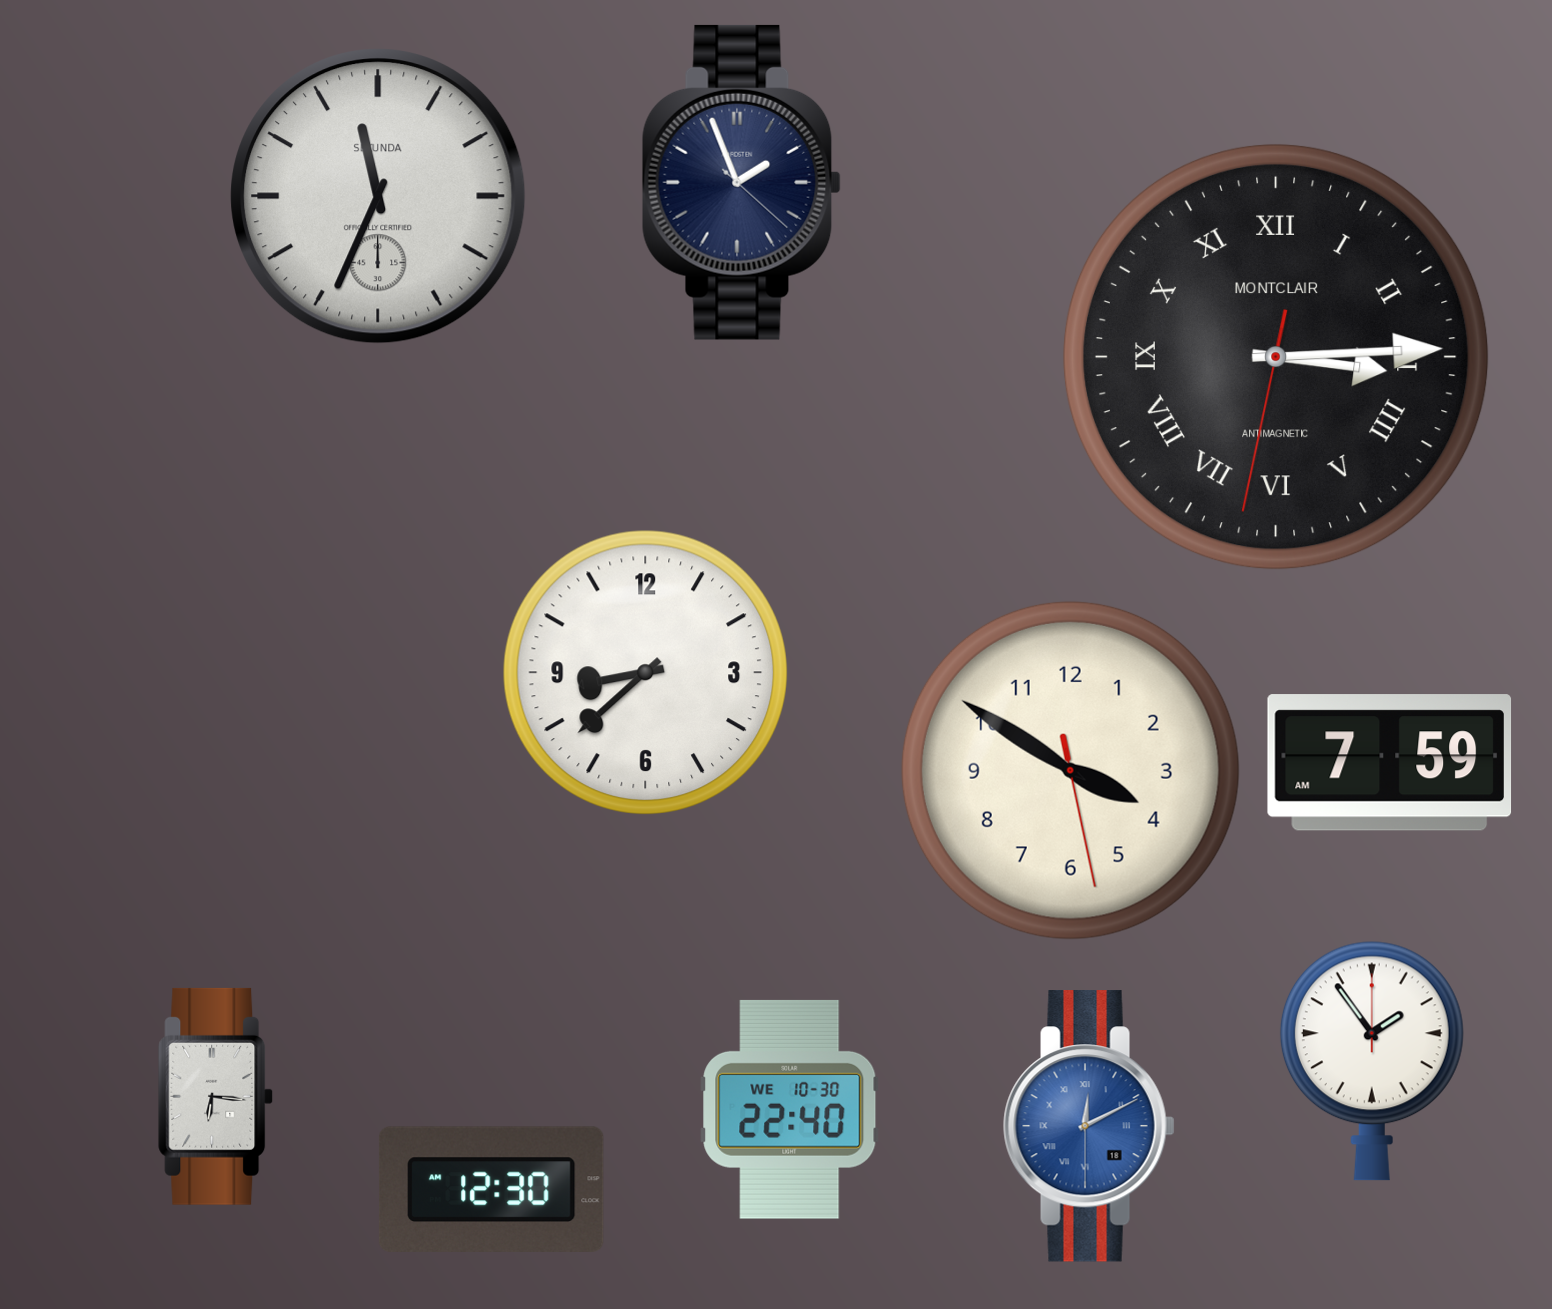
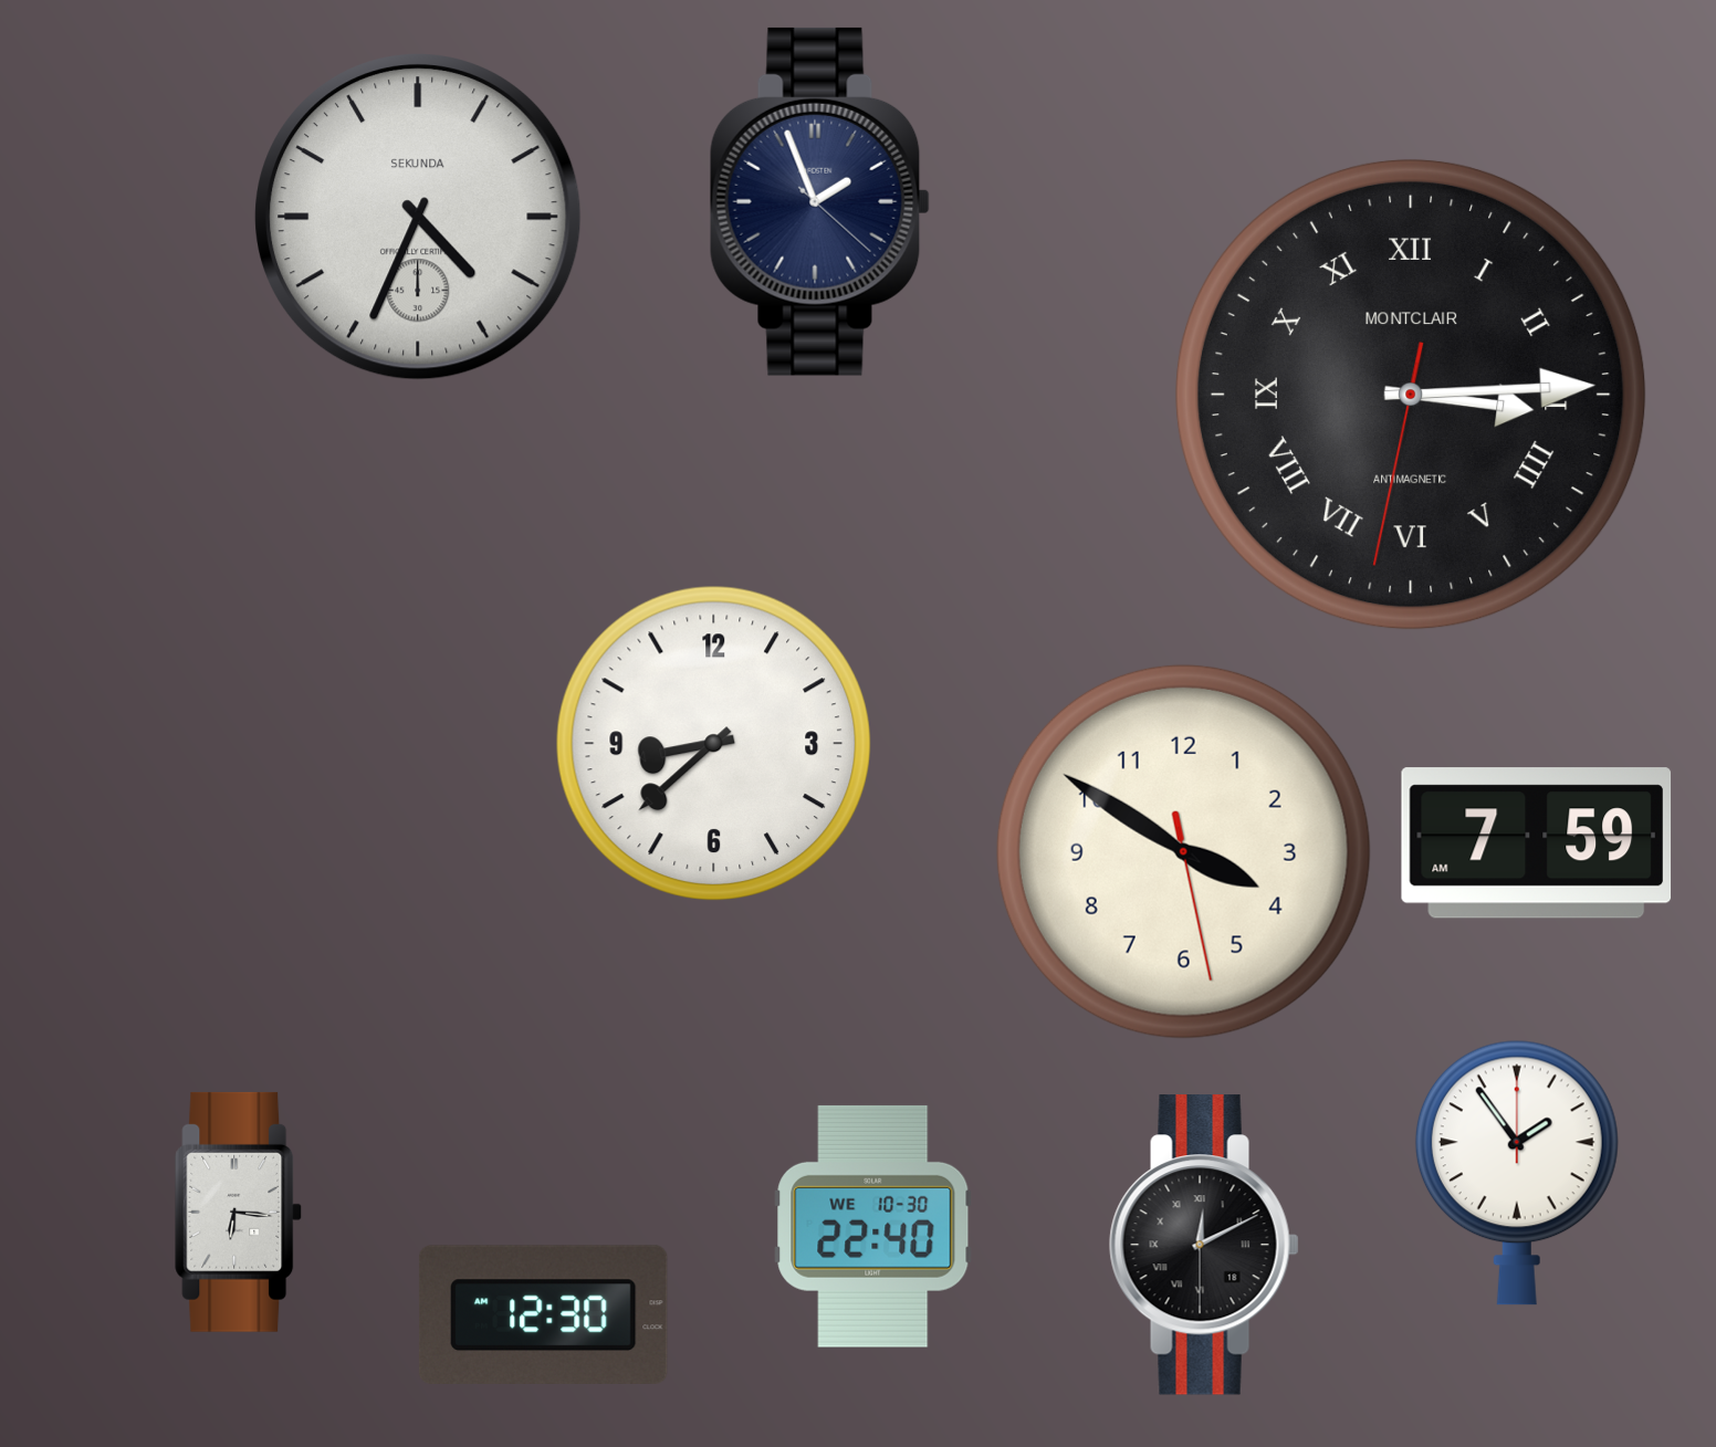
clock at (378, 196): 11:34 -> 4:34
clock at (1089, 1126) dial: blue -> black
